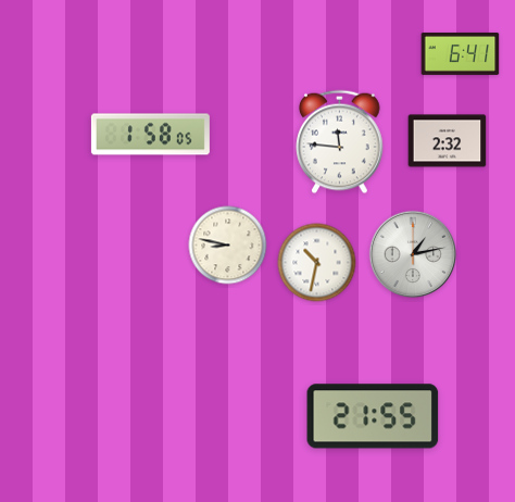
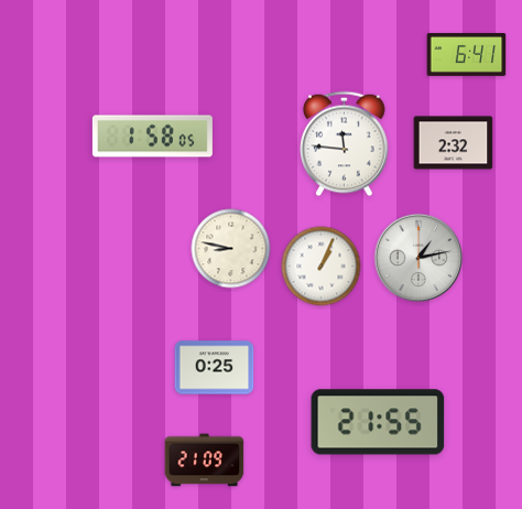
clock at (317, 263): 10:32 -> 1:04
clock at (215, 368): none -> 0:25
clock at (205, 461): none -> 21:09
